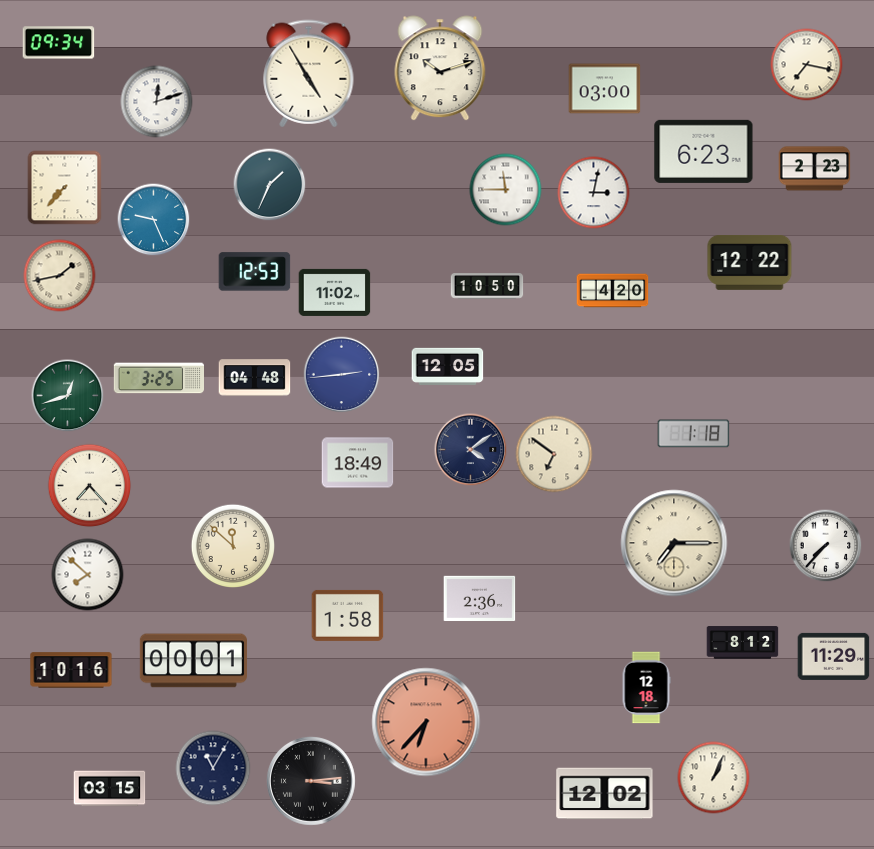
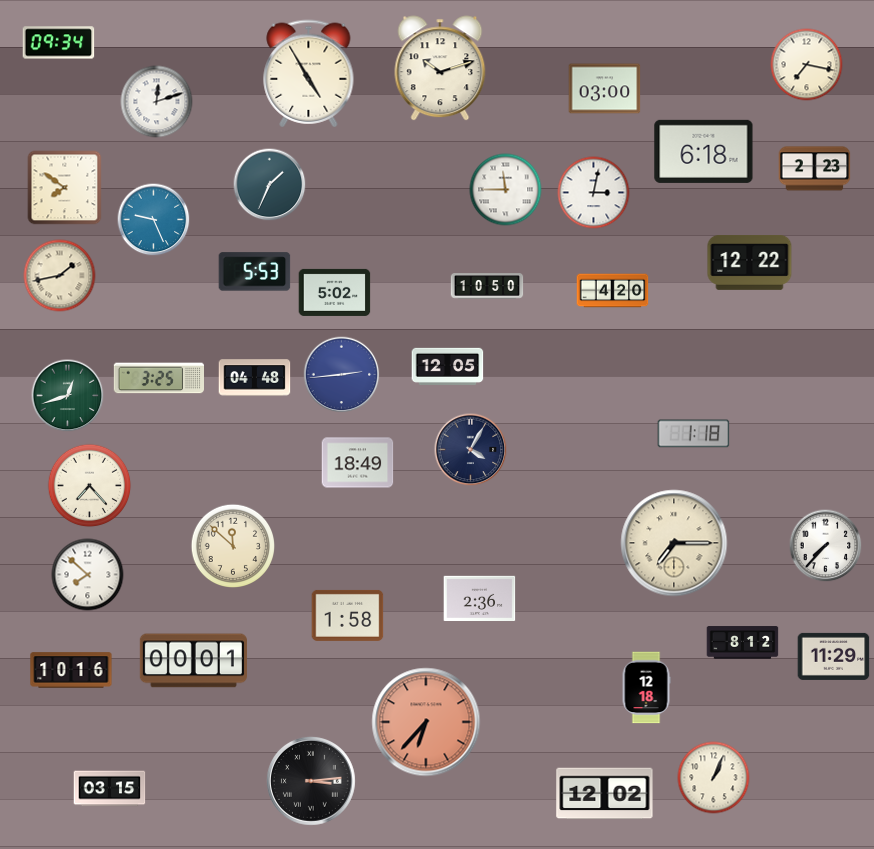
clock at (704, 151): 6:23 -> 6:18
clock at (65, 188): 7:37 -> 7:51
clock at (255, 272): 12:53 -> 5:53
clock at (335, 292): 11:02 -> 5:02
clock at (471, 450): 4:09 -> 4:05
clock at (554, 454): 6:51 -> none
clock at (213, 768): 11:05 -> none
